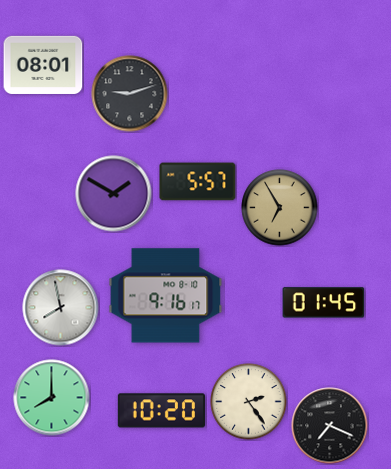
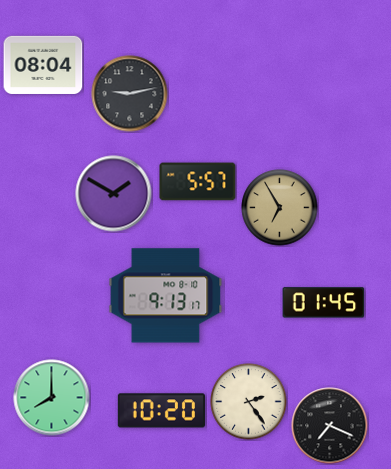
clock at (43, 64): 08:01 -> 08:04
clock at (130, 94): 9:12 -> 9:13
clock at (166, 296): 9:16 -> 9:13
clock at (61, 308): 7:58 -> none
